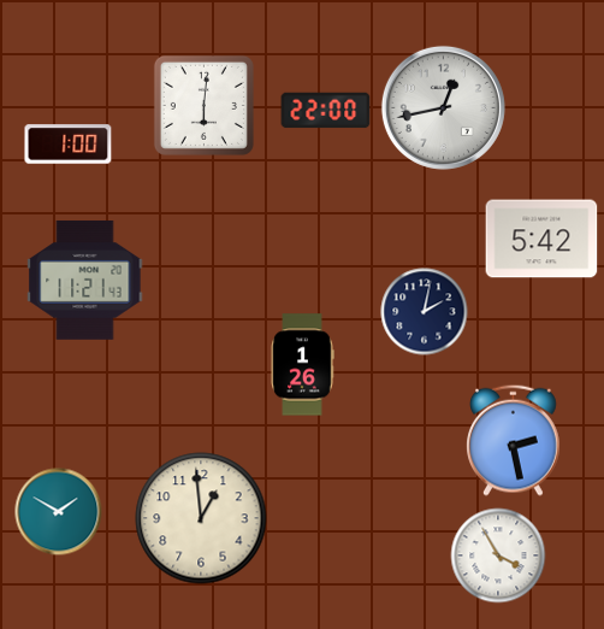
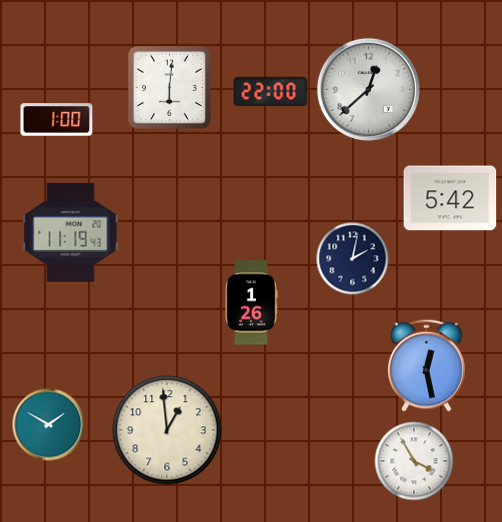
clock at (443, 107): 12:43 -> 12:38
clock at (85, 280): 11:21 -> 11:19
clock at (514, 440): 2:28 -> 12:28
